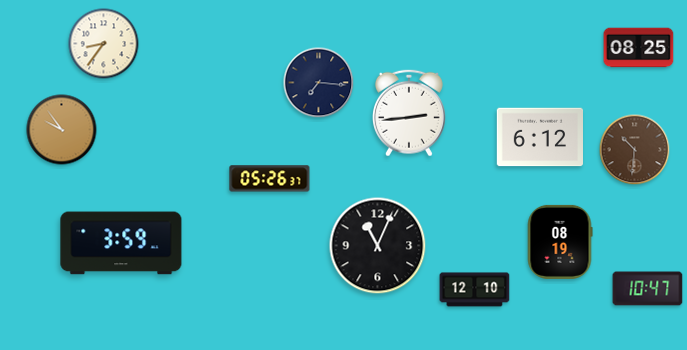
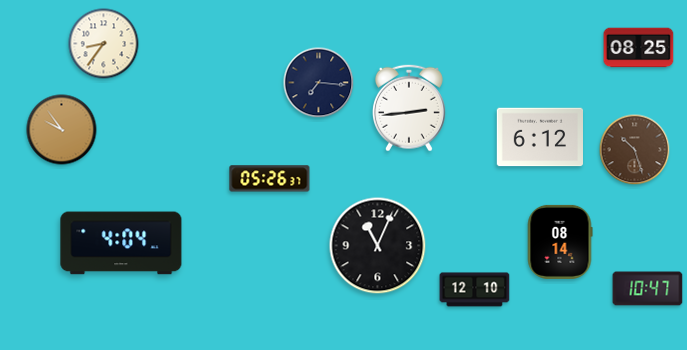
clock at (409, 113) position: (409, 113) -> (409, 108)
clock at (635, 150): 10:31 -> 10:27
clock at (560, 242): 08:19 -> 08:14
clock at (121, 243): 3:59 -> 4:04
